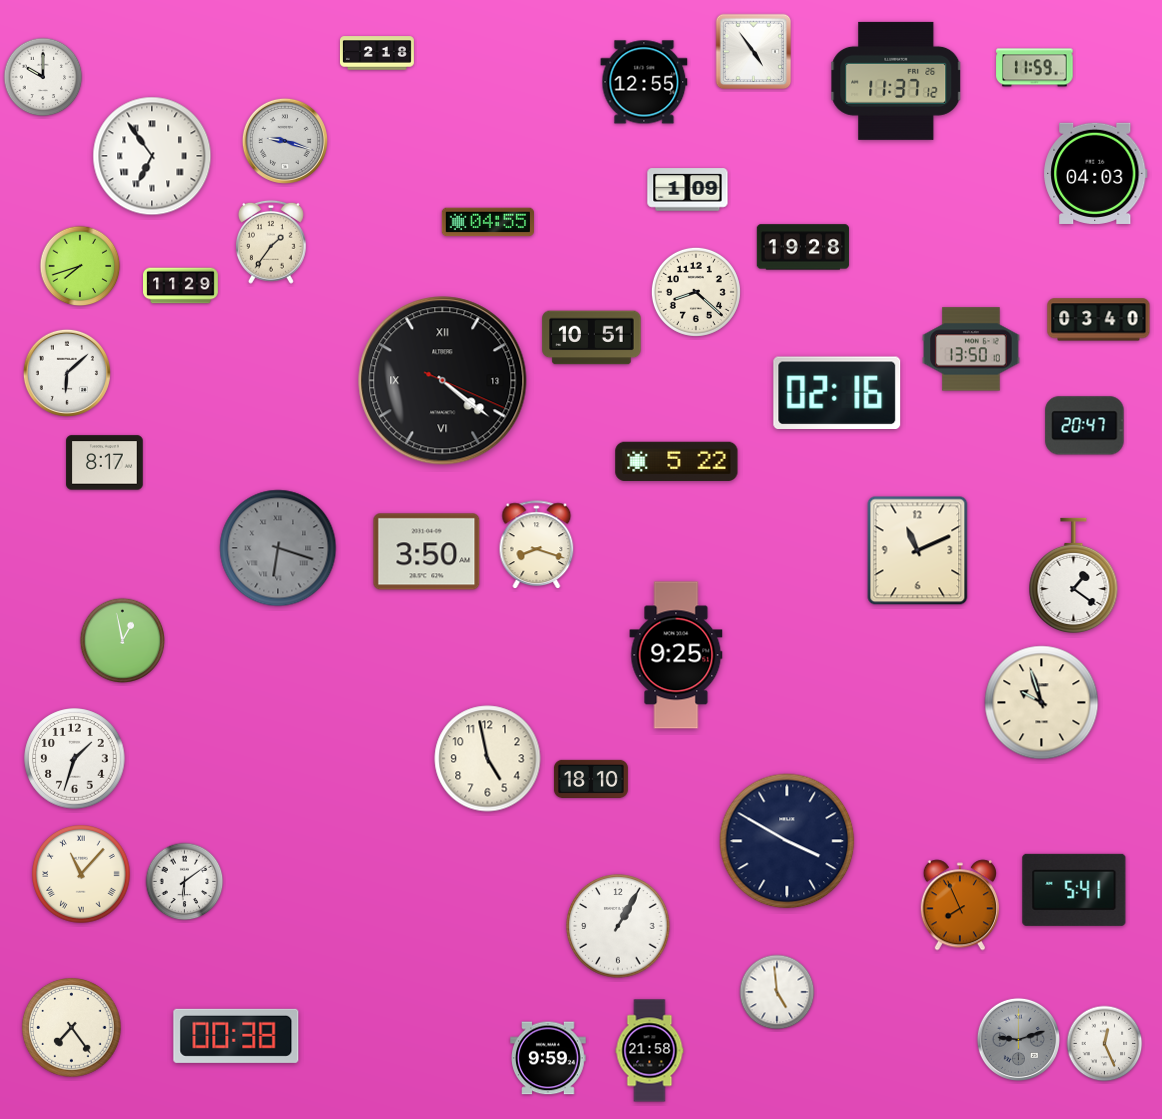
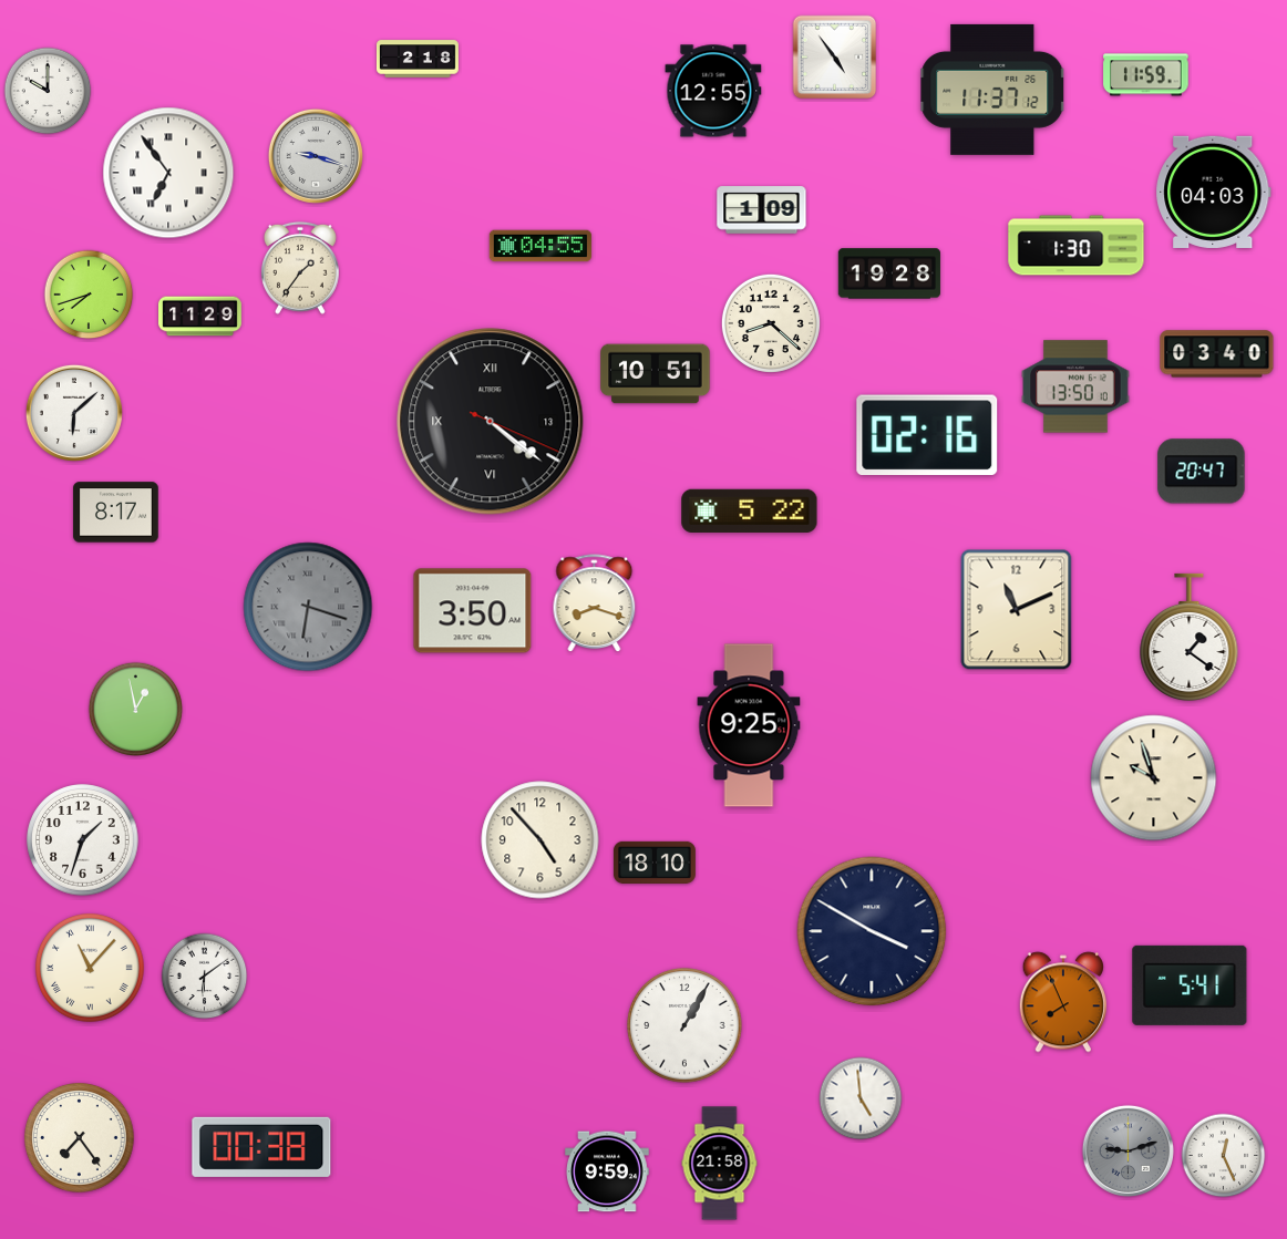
clock at (43, 77) position: (43, 77) -> (48, 91)
clock at (1077, 246): none -> 1:30
clock at (488, 759): 4:58 -> 4:53
